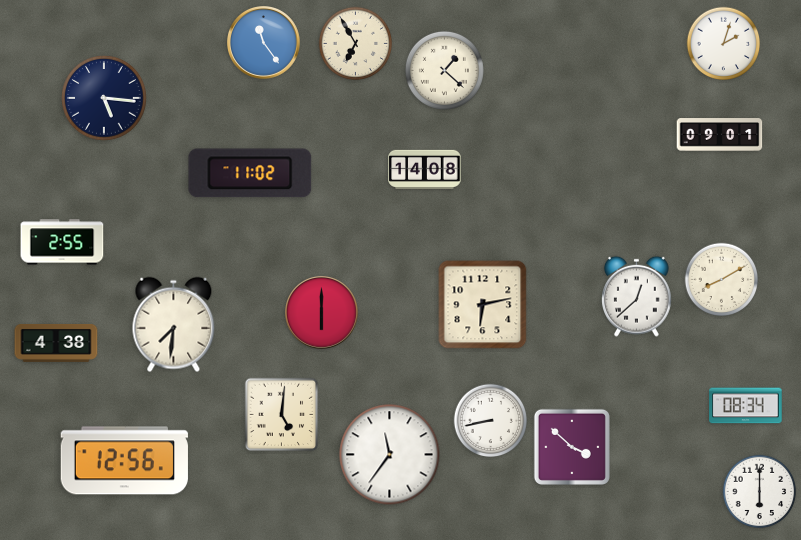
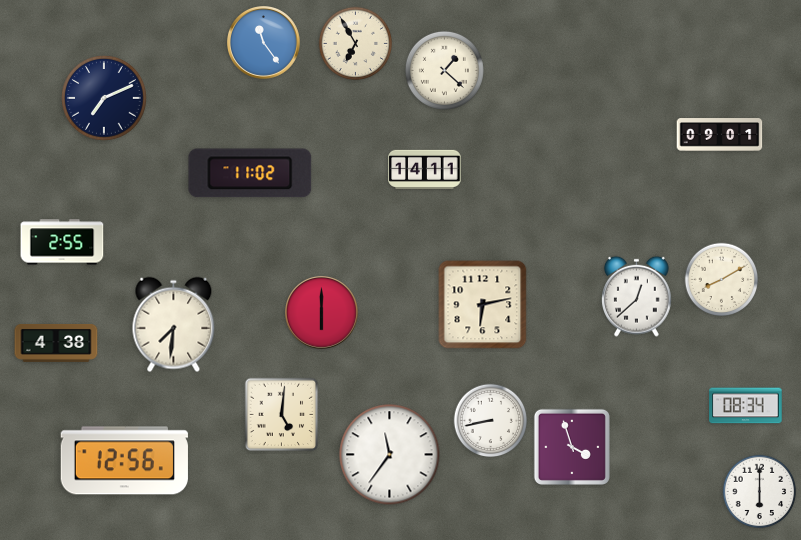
clock at (724, 44): 2:03 -> none
clock at (104, 98): 5:16 -> 7:11
clock at (425, 169): 14:08 -> 14:11
clock at (572, 447): 3:52 -> 3:57
